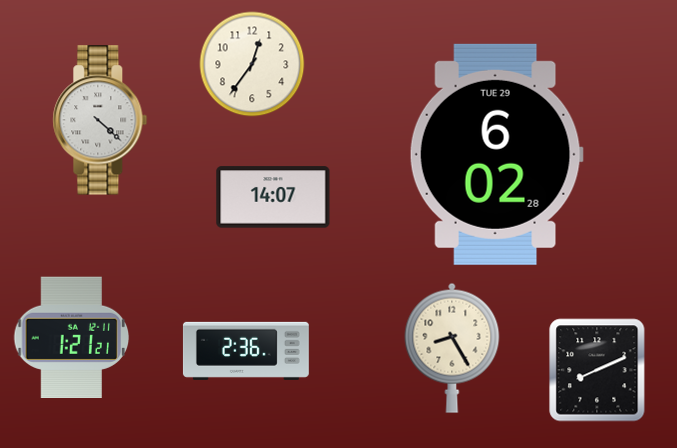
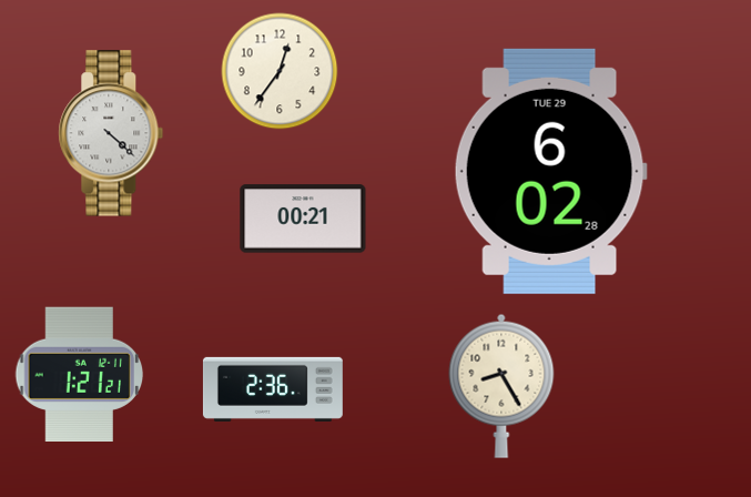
clock at (273, 197): 14:07 -> 00:21
clock at (597, 370): 8:11 -> none
